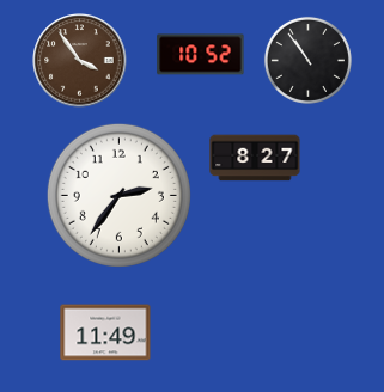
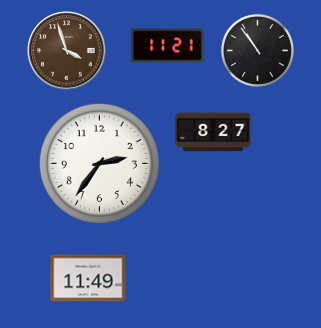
clock at (201, 55): 10:52 -> 11:21
clock at (80, 61): 3:54 -> 3:57
